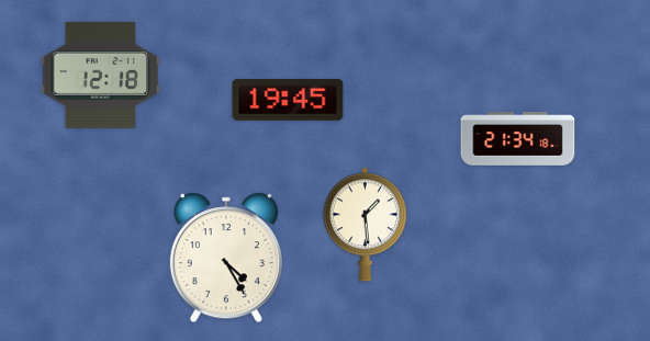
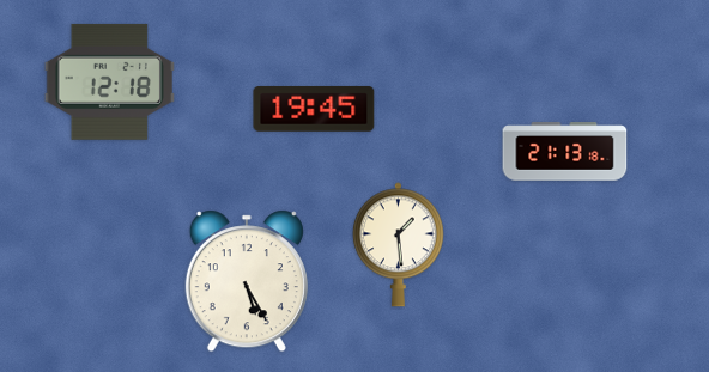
clock at (518, 139): 21:34 -> 21:13
clock at (226, 258): 4:25 -> 5:25
